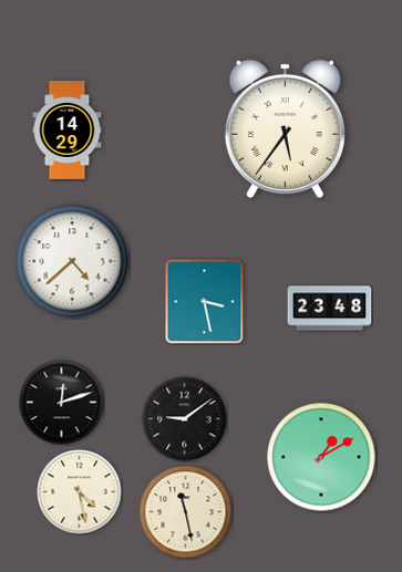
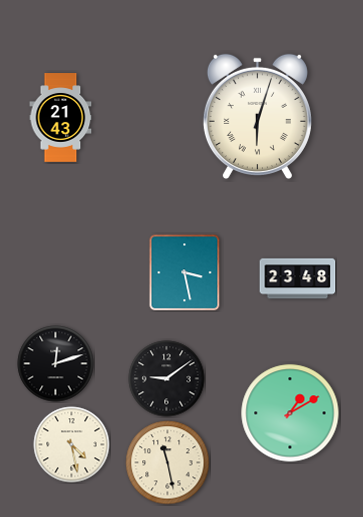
clock at (285, 129): 5:36 -> 6:03
clock at (68, 131): 14:29 -> 21:43
clock at (72, 261): 4:38 -> none
